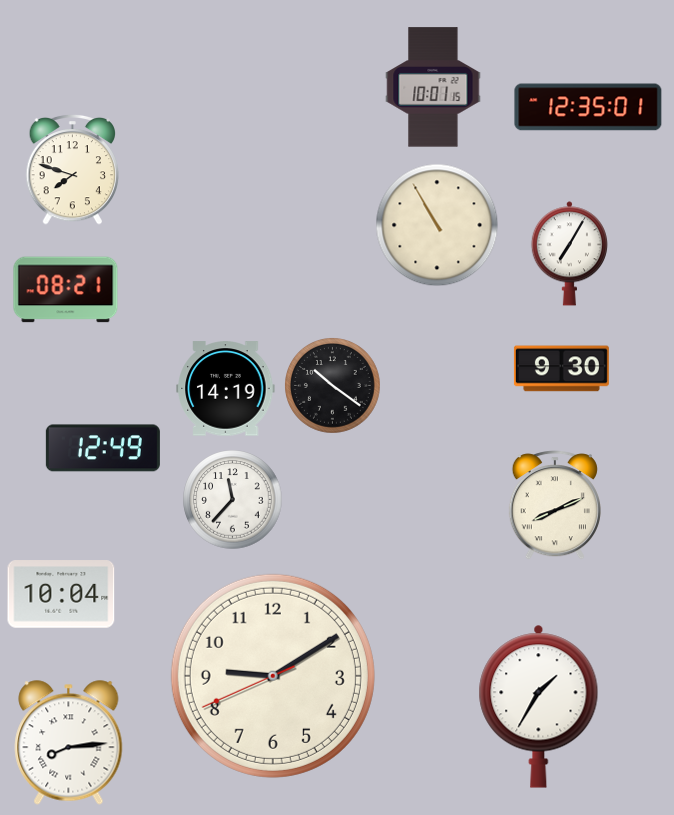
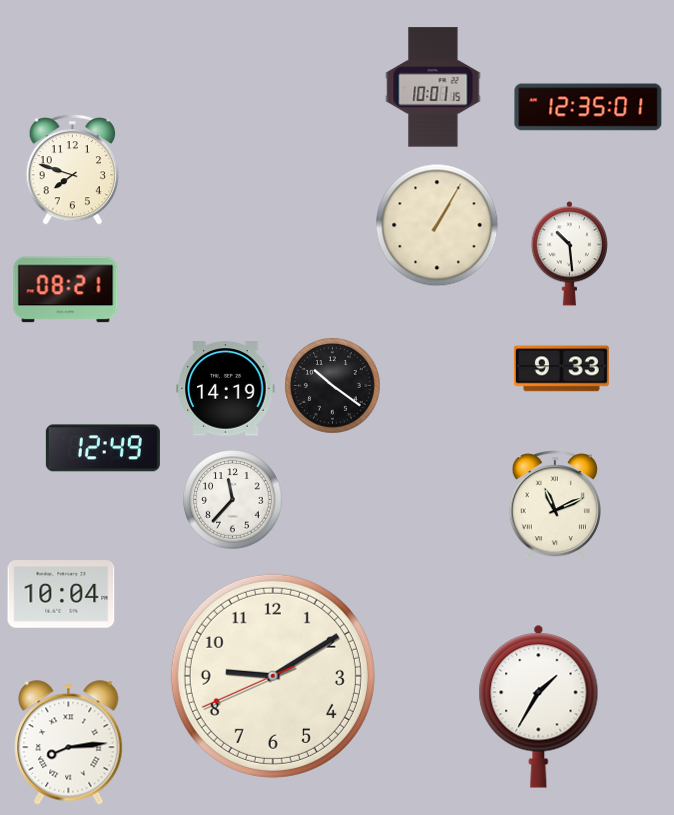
clock at (437, 225): 10:55 -> 1:05
clock at (569, 254): 7:05 -> 10:29
clock at (561, 369): 9:30 -> 9:33
clock at (555, 505): 8:11 -> 11:11
